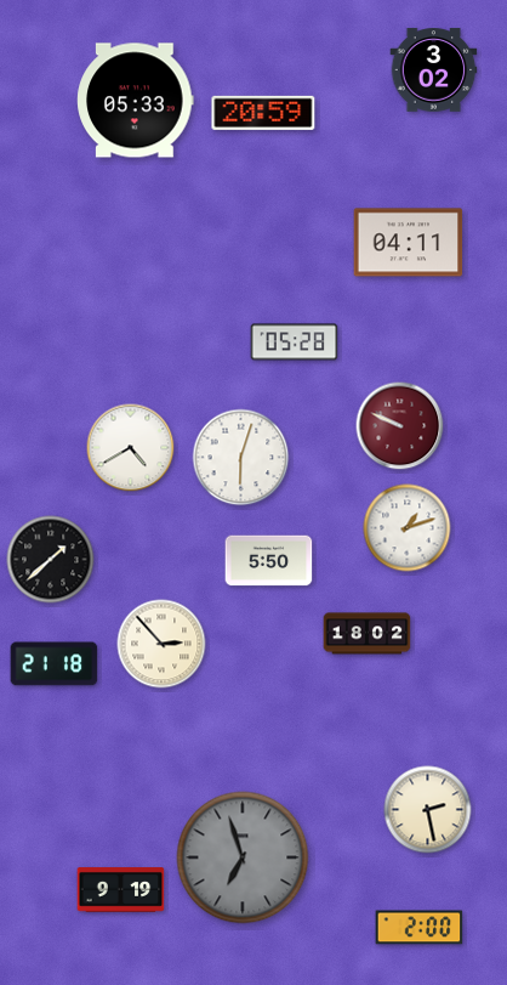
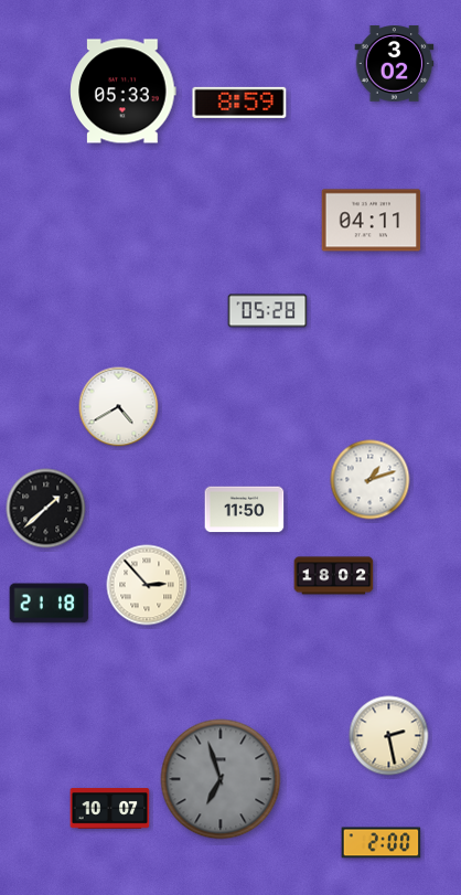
clock at (263, 113): 20:59 -> 8:59
clock at (400, 426): 9:49 -> none
clock at (241, 458): 6:03 -> none
clock at (269, 561): 5:50 -> 11:50
clock at (121, 890): 9:19 -> 10:07
